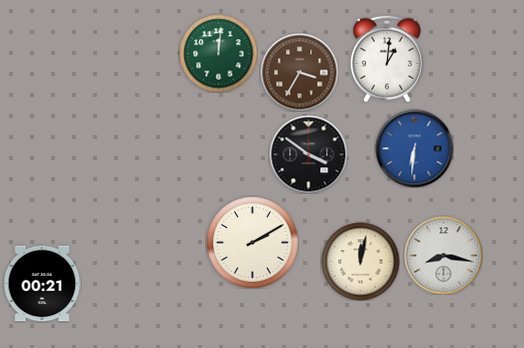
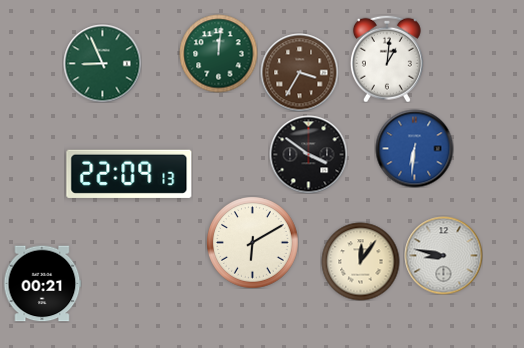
clock at (102, 63): none -> 8:56
clock at (129, 174): none -> 22:09
clock at (253, 243): 2:10 -> 6:10
clock at (443, 255): 8:17 -> 8:47
clock at (360, 261): 12:02 -> 12:06
